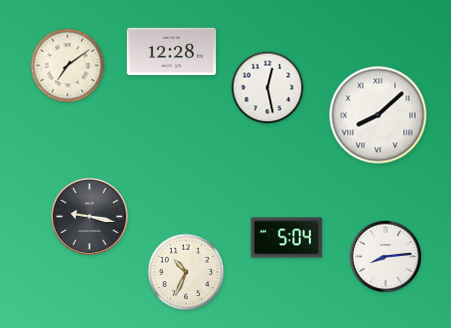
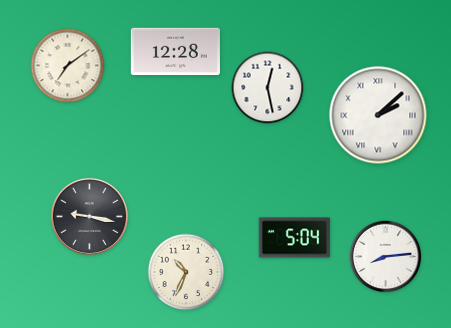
clock at (171, 52) position: (171, 52) -> (175, 52)
clock at (378, 115): 8:08 -> 2:08
clock at (287, 238) position: (287, 238) -> (295, 238)
